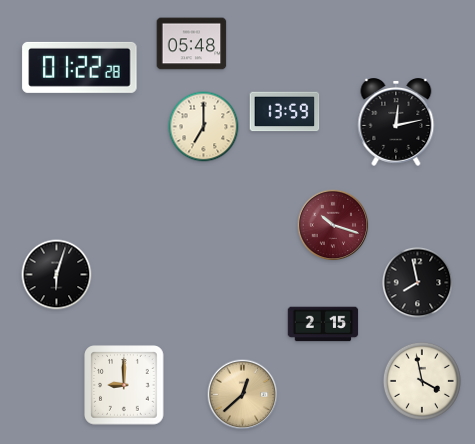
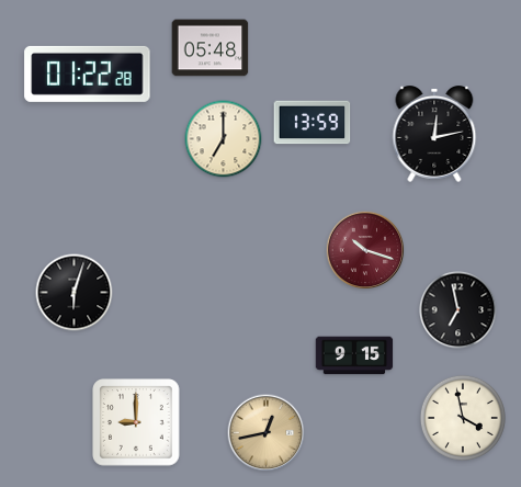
clock at (333, 225) position: (333, 225) -> (365, 250)
clock at (57, 275) position: (57, 275) -> (75, 293)
clock at (418, 283): 7:58 -> 6:58
clock at (323, 324): 2:15 -> 9:15
clock at (243, 395): 12:38 -> 12:43
